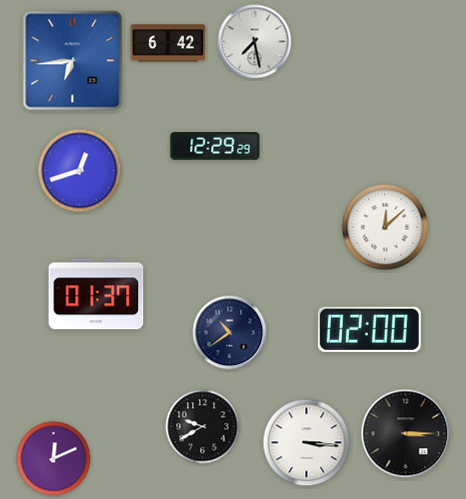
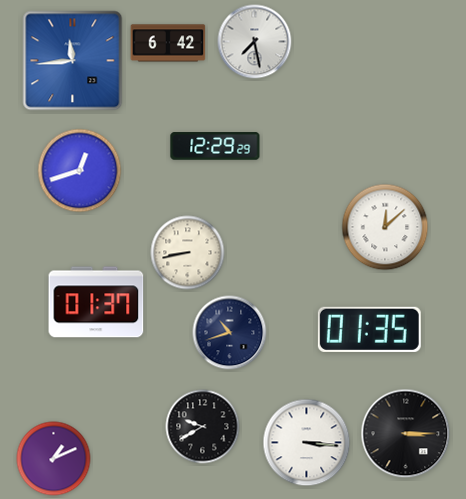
clock at (73, 61): 6:44 -> 11:44
clock at (188, 253): none -> 8:43
clock at (96, 294) position: (96, 294) -> (96, 302)
clock at (369, 329): 02:00 -> 01:35
clock at (230, 333): 10:39 -> 10:42
clock at (54, 459): 12:11 -> 1:11
